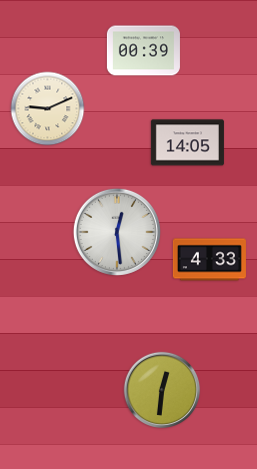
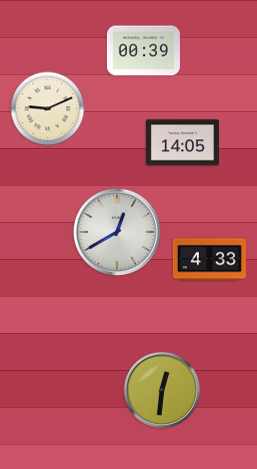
clock at (187, 143) position: (187, 143) -> (182, 143)
clock at (117, 232): 12:29 -> 12:40
